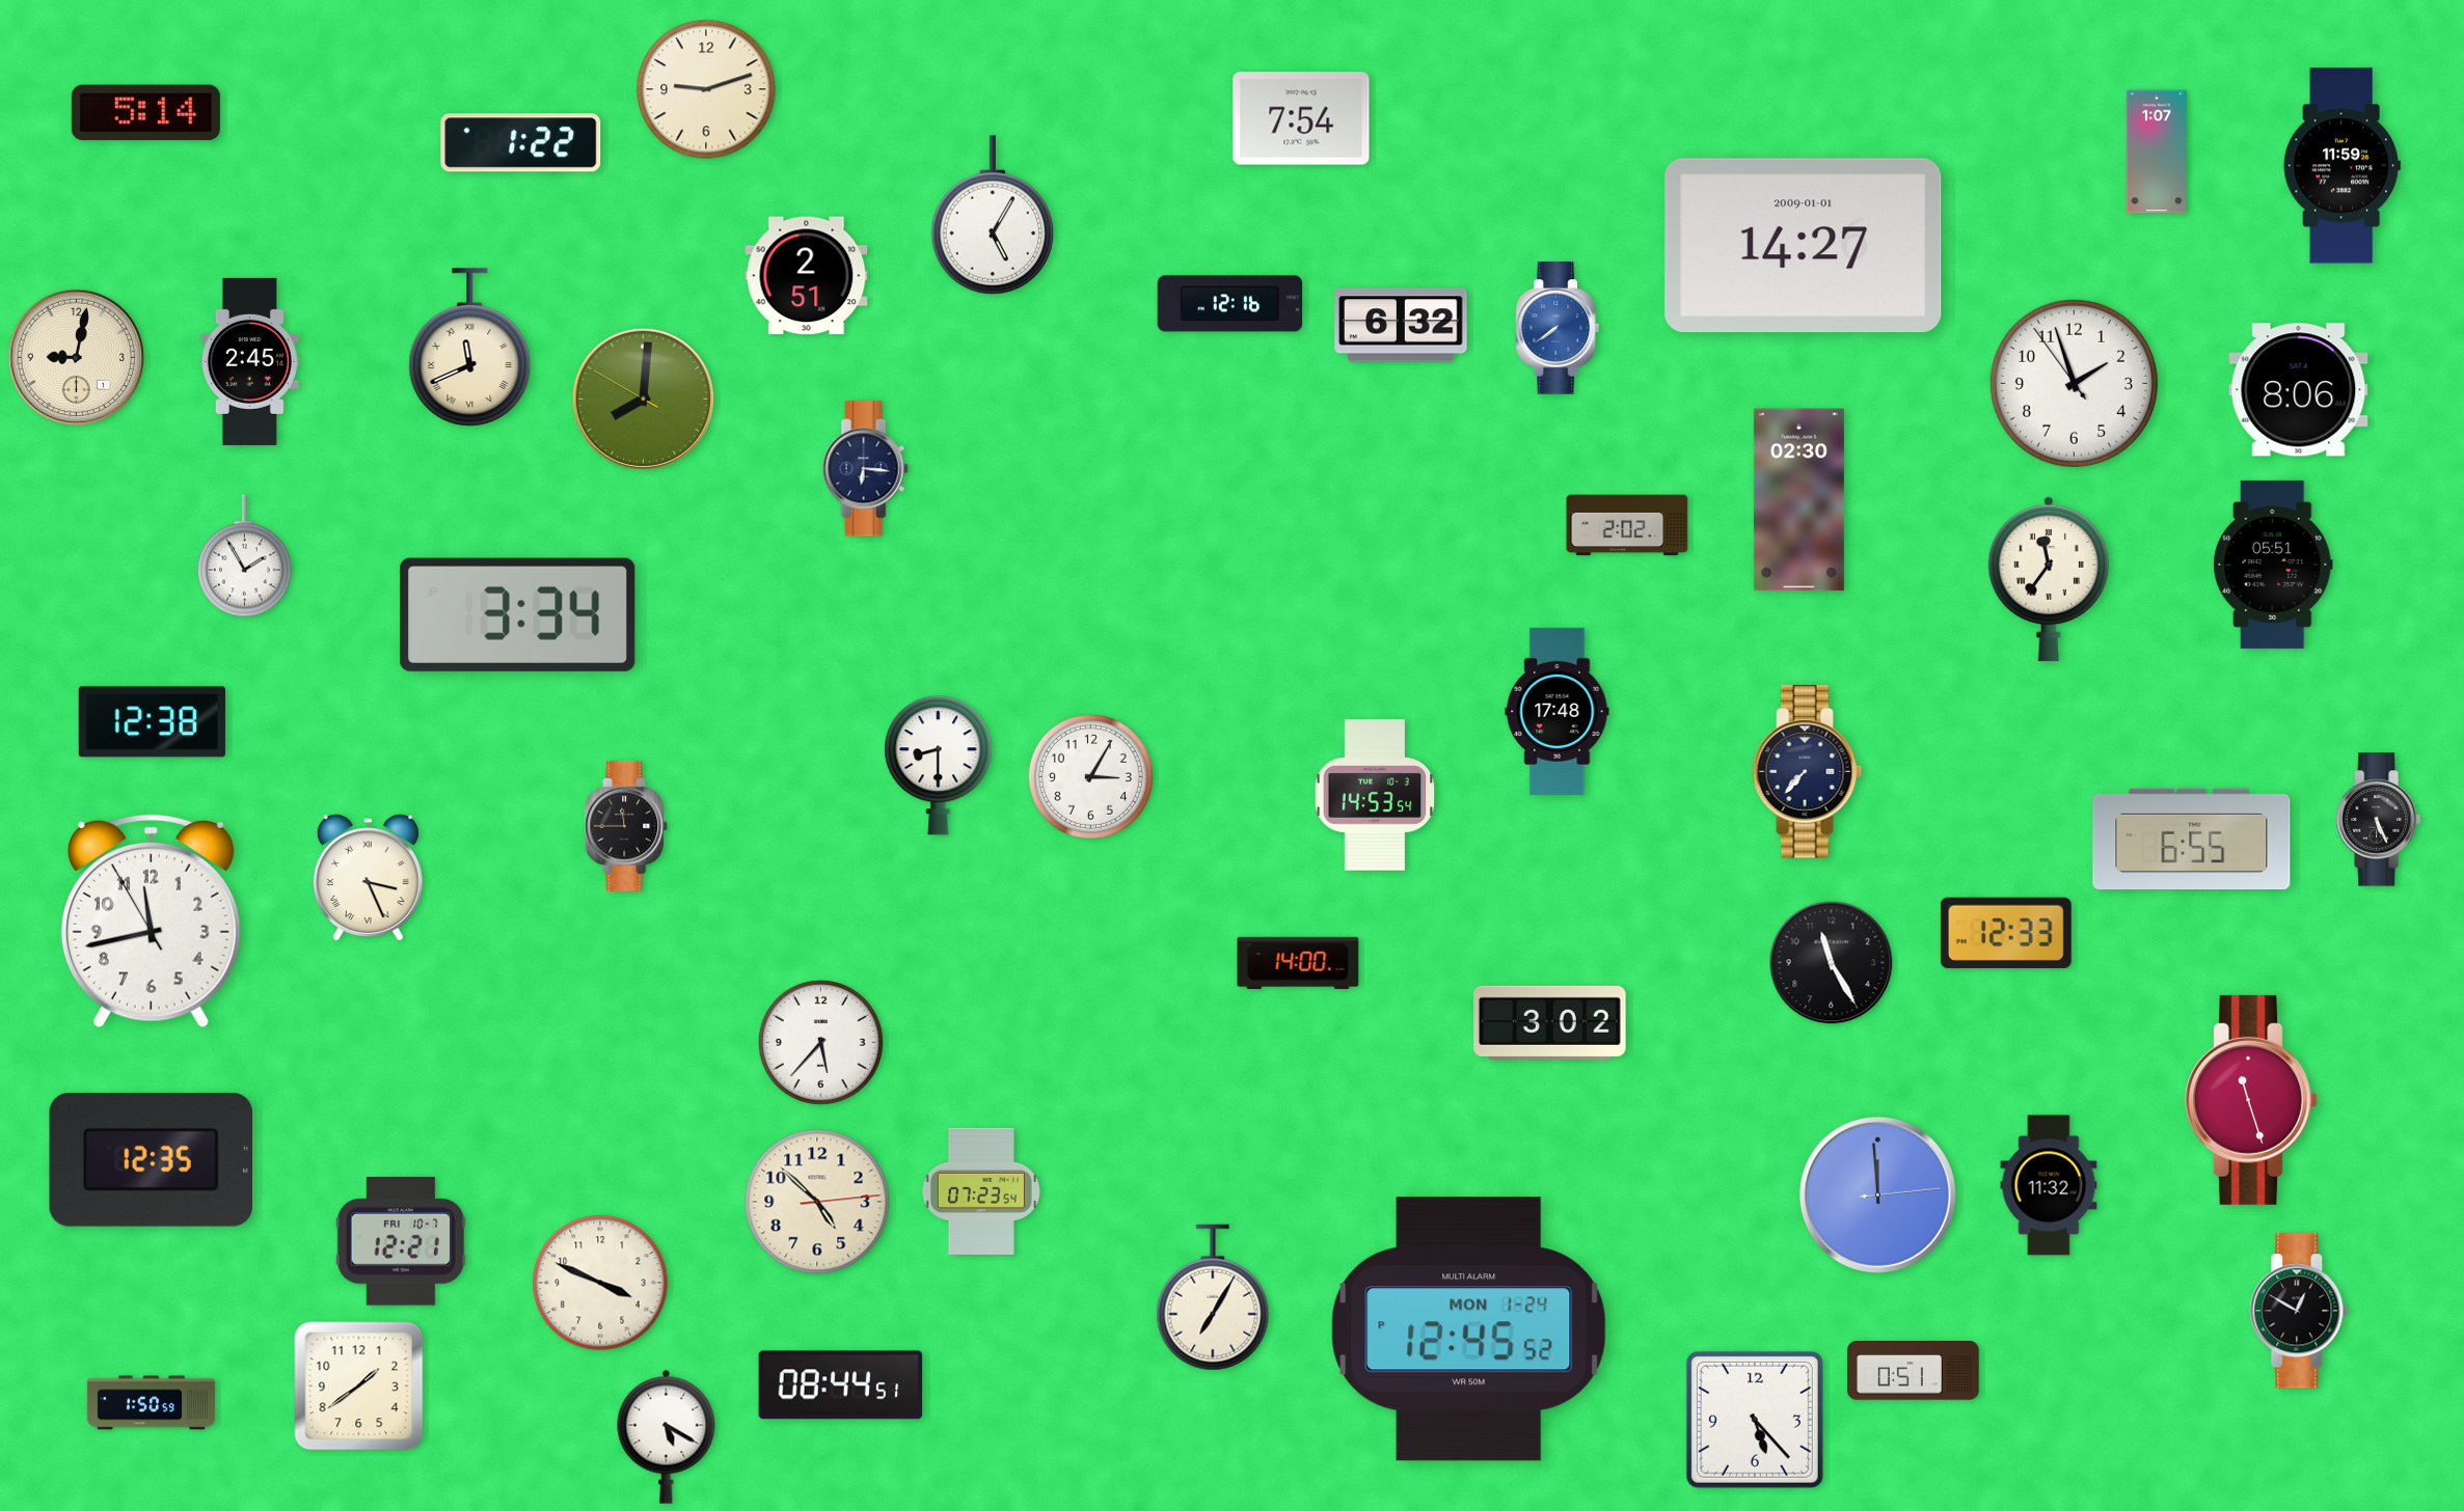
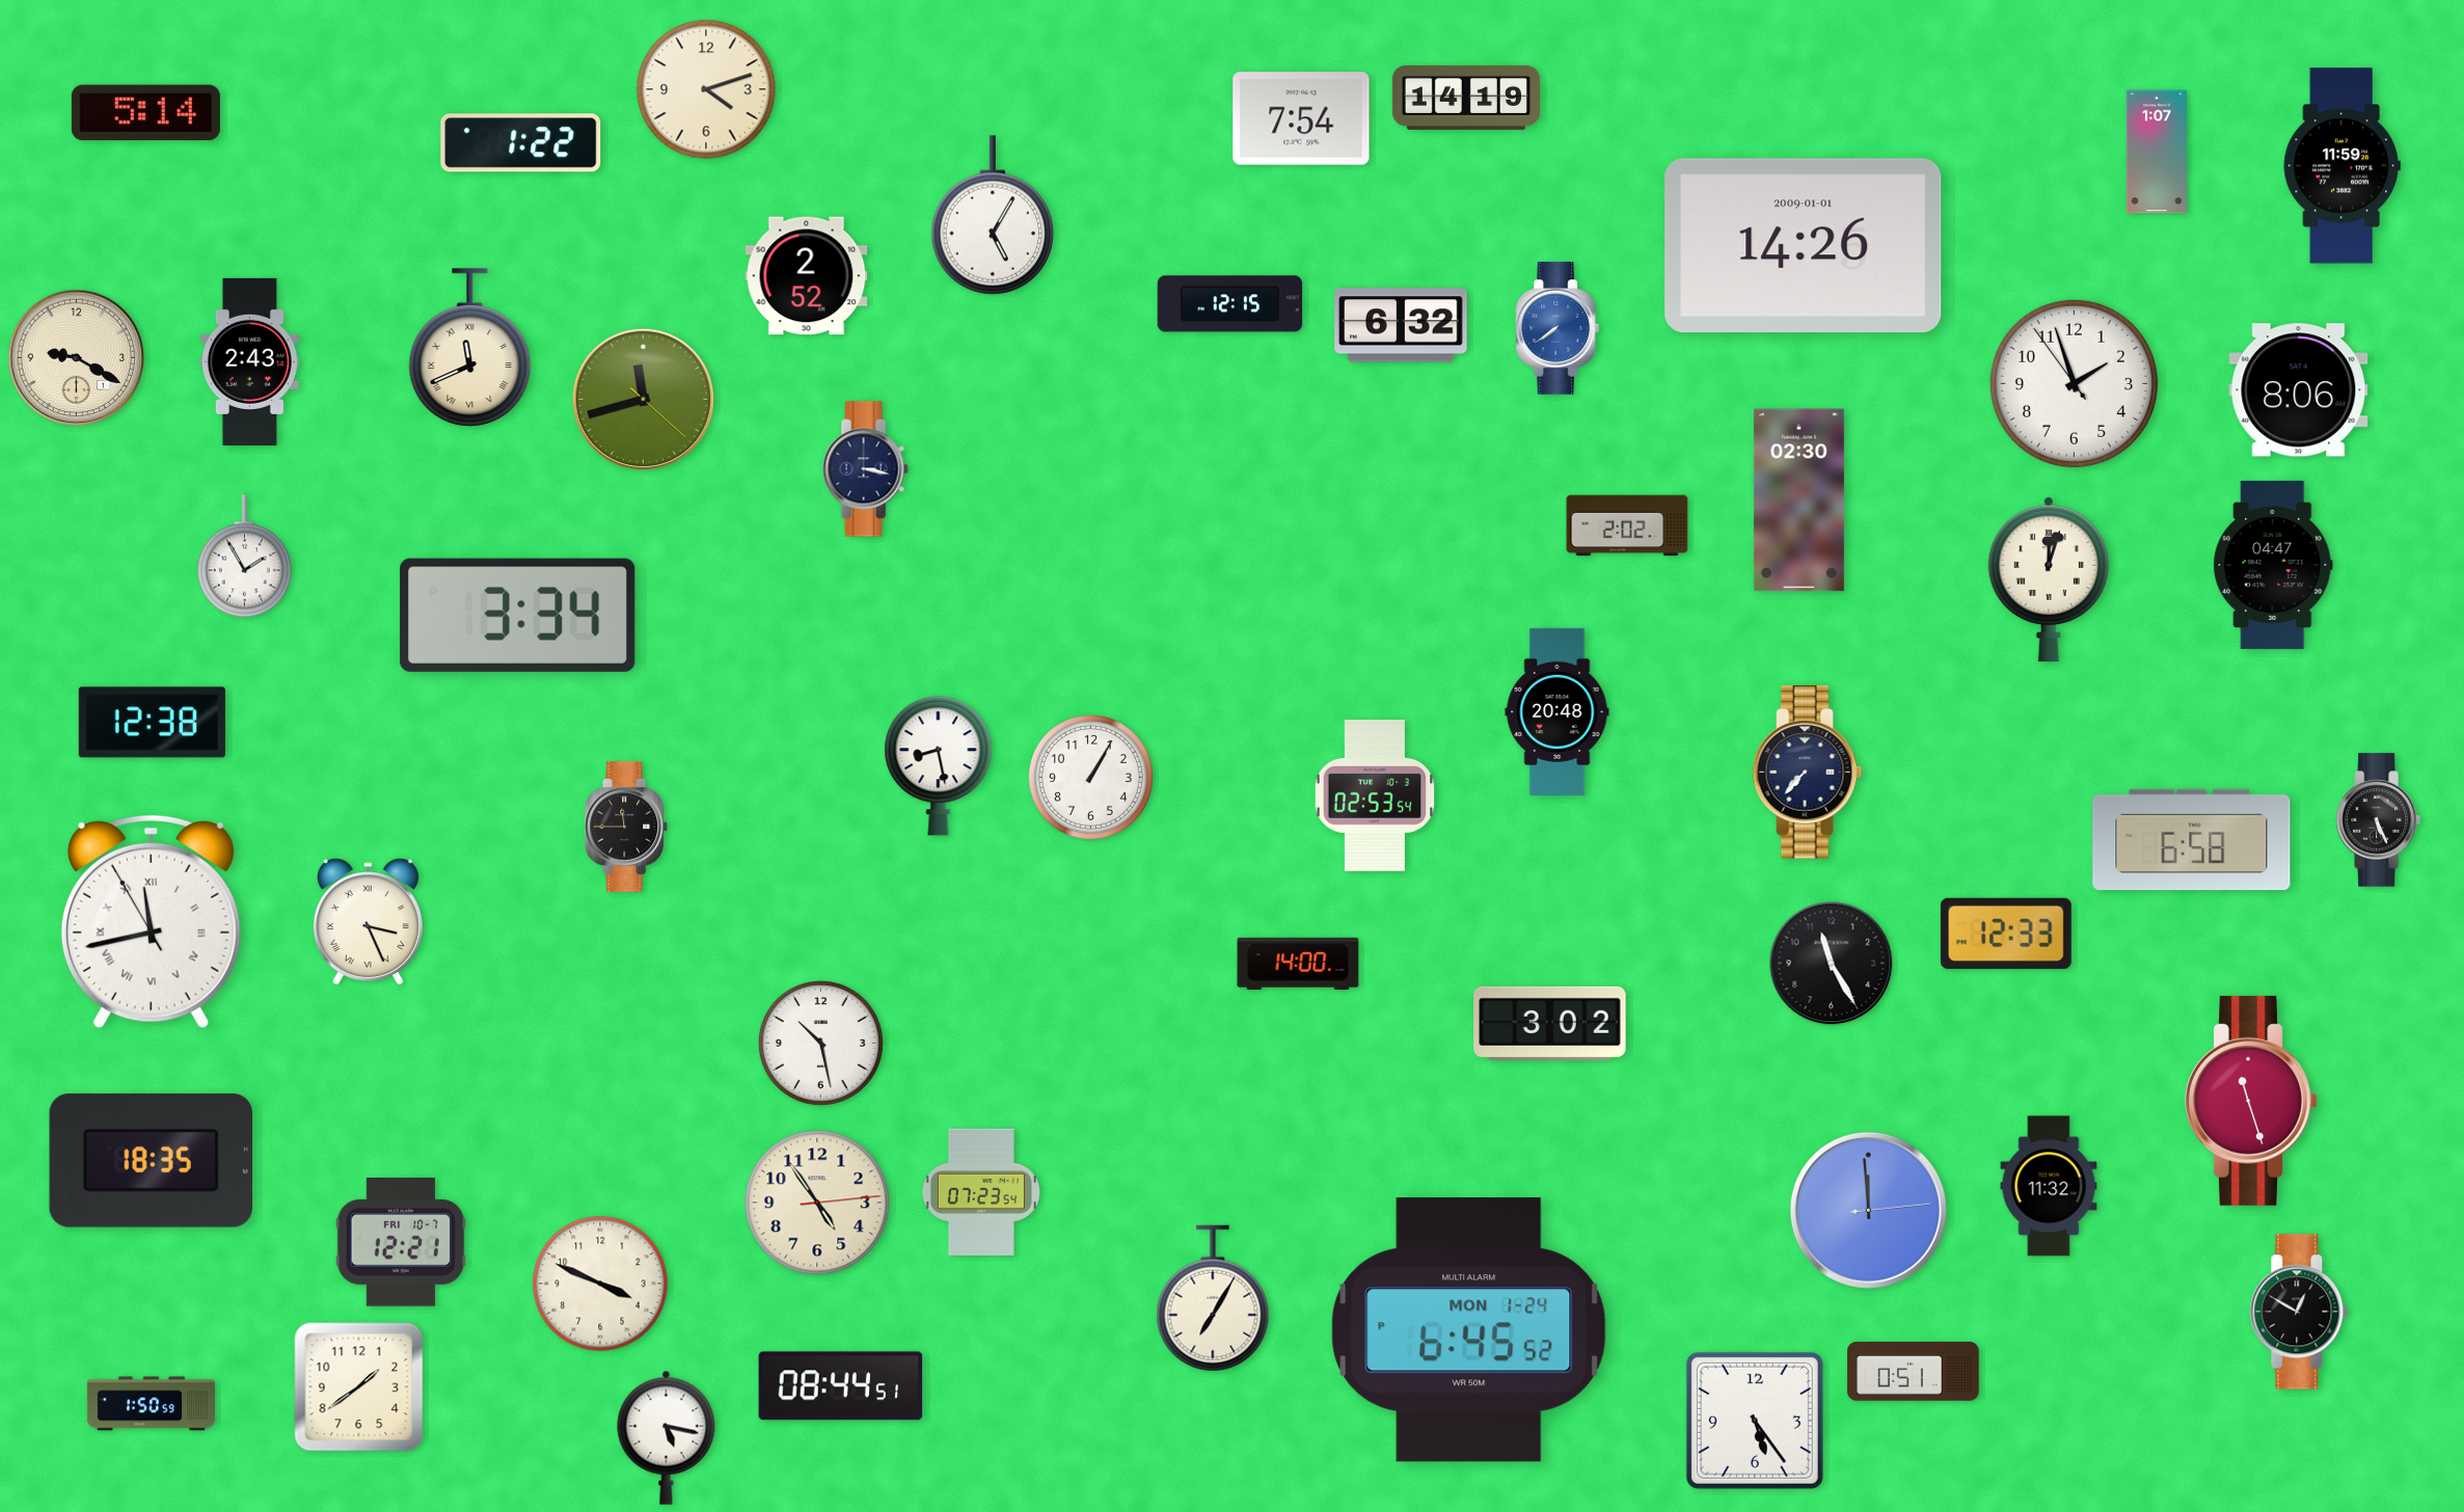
clock at (706, 89): 9:12 -> 4:12
clock at (1466, 98): none -> 14:19
clock at (1804, 246): 14:27 -> 14:26
clock at (807, 276): 2:51 -> 2:52
clock at (1230, 304): 12:16 -> 12:15
clock at (77, 358): 9:02 -> 9:20
clock at (249, 361): 2:45 -> 2:43
clock at (643, 399): 8:00 -> 11:42
clock at (865, 469): 6:16 -> 3:17
clock at (2273, 565): 05:51 -> 04:47
clock at (2049, 579): 11:36 -> 12:03
clock at (1558, 711): 17:48 -> 20:48
clock at (939, 766): 8:30 -> 8:28
clock at (1090, 776): 3:05 -> 1:05
clock at (1375, 795): 14:53 -> 02:53
clock at (2192, 840): 6:55 -> 6:58
clock at (368, 878) position: (368, 878) -> (368, 922)
clock at (151, 922) numerals: Arabic -> Roman
clock at (820, 1042): 5:37 -> 10:28
clock at (151, 1159): 12:35 -> 18:35
clock at (1877, 1194) position: (1877, 1194) -> (1868, 1210)
clock at (817, 1202): 4:52 -> 4:54
clock at (1469, 1329): 12:45 -> 6:45
clock at (1755, 1420): 5:23 -> 5:24
clock at (667, 1436): 5:20 -> 5:17
